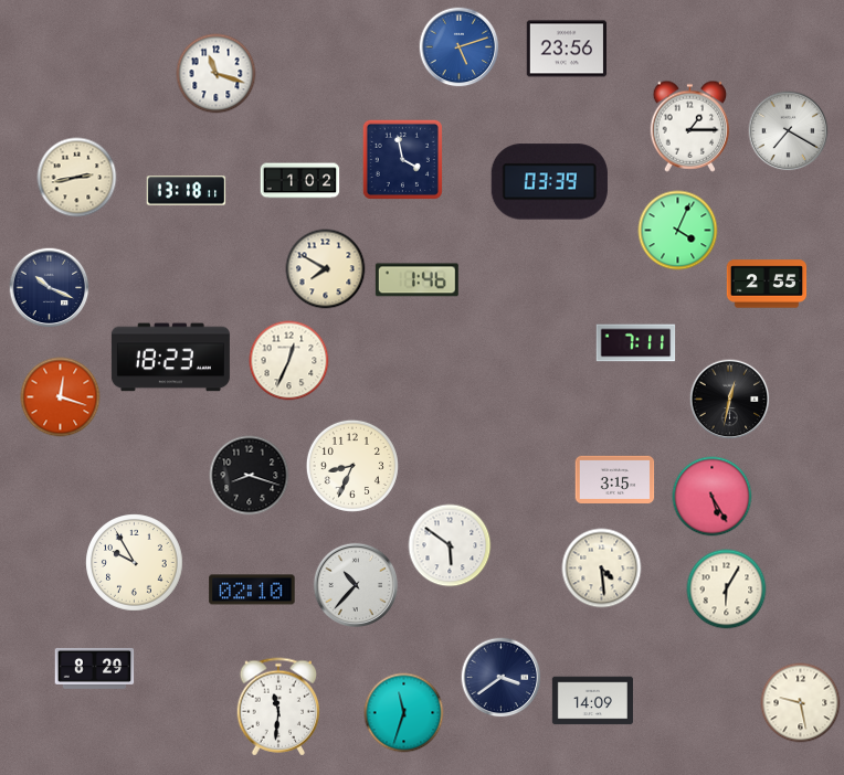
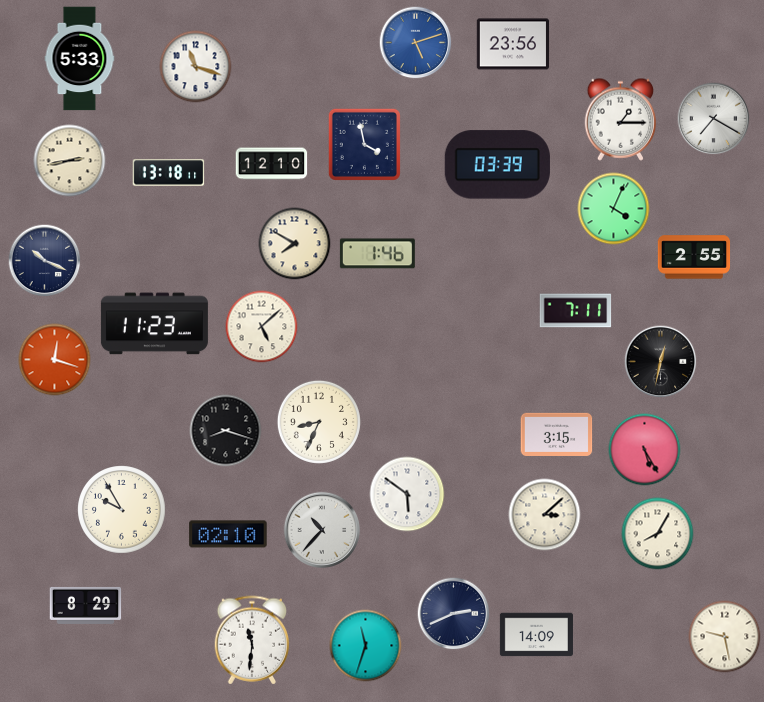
clock at (80, 59): none -> 5:33
clock at (690, 126) position: (690, 126) -> (621, 119)
clock at (300, 181): 1:02 -> 12:10
clock at (170, 358): 18:23 -> 11:23
clock at (289, 361): 12:34 -> 5:08
clock at (602, 569): 4:29 -> 3:08
clock at (727, 590): 6:05 -> 8:05
clock at (502, 678): 3:39 -> 2:41
